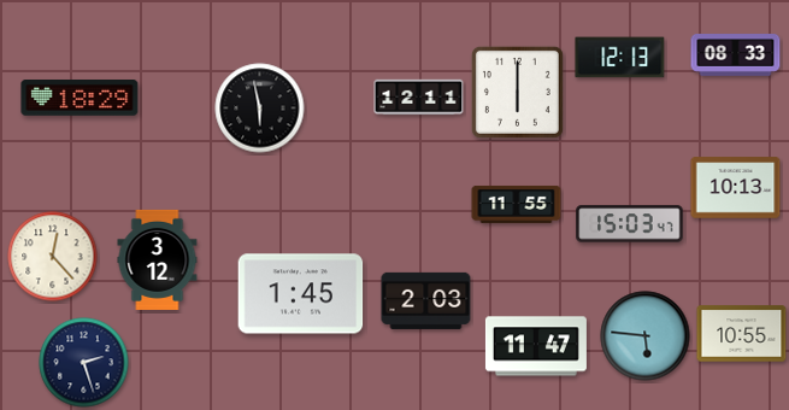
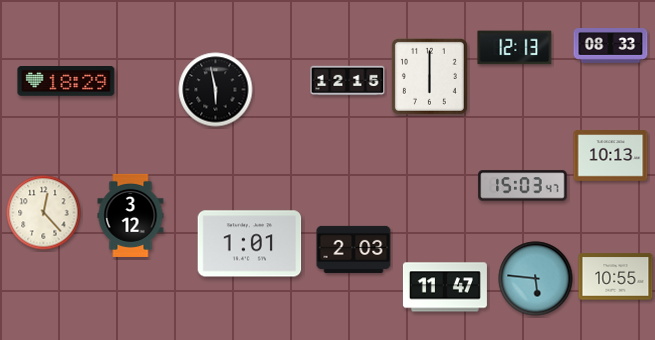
clock at (419, 98): 12:11 -> 12:15
clock at (517, 204): 11:55 -> none
clock at (301, 294): 1:45 -> 1:01
clock at (84, 363): 2:27 -> none
